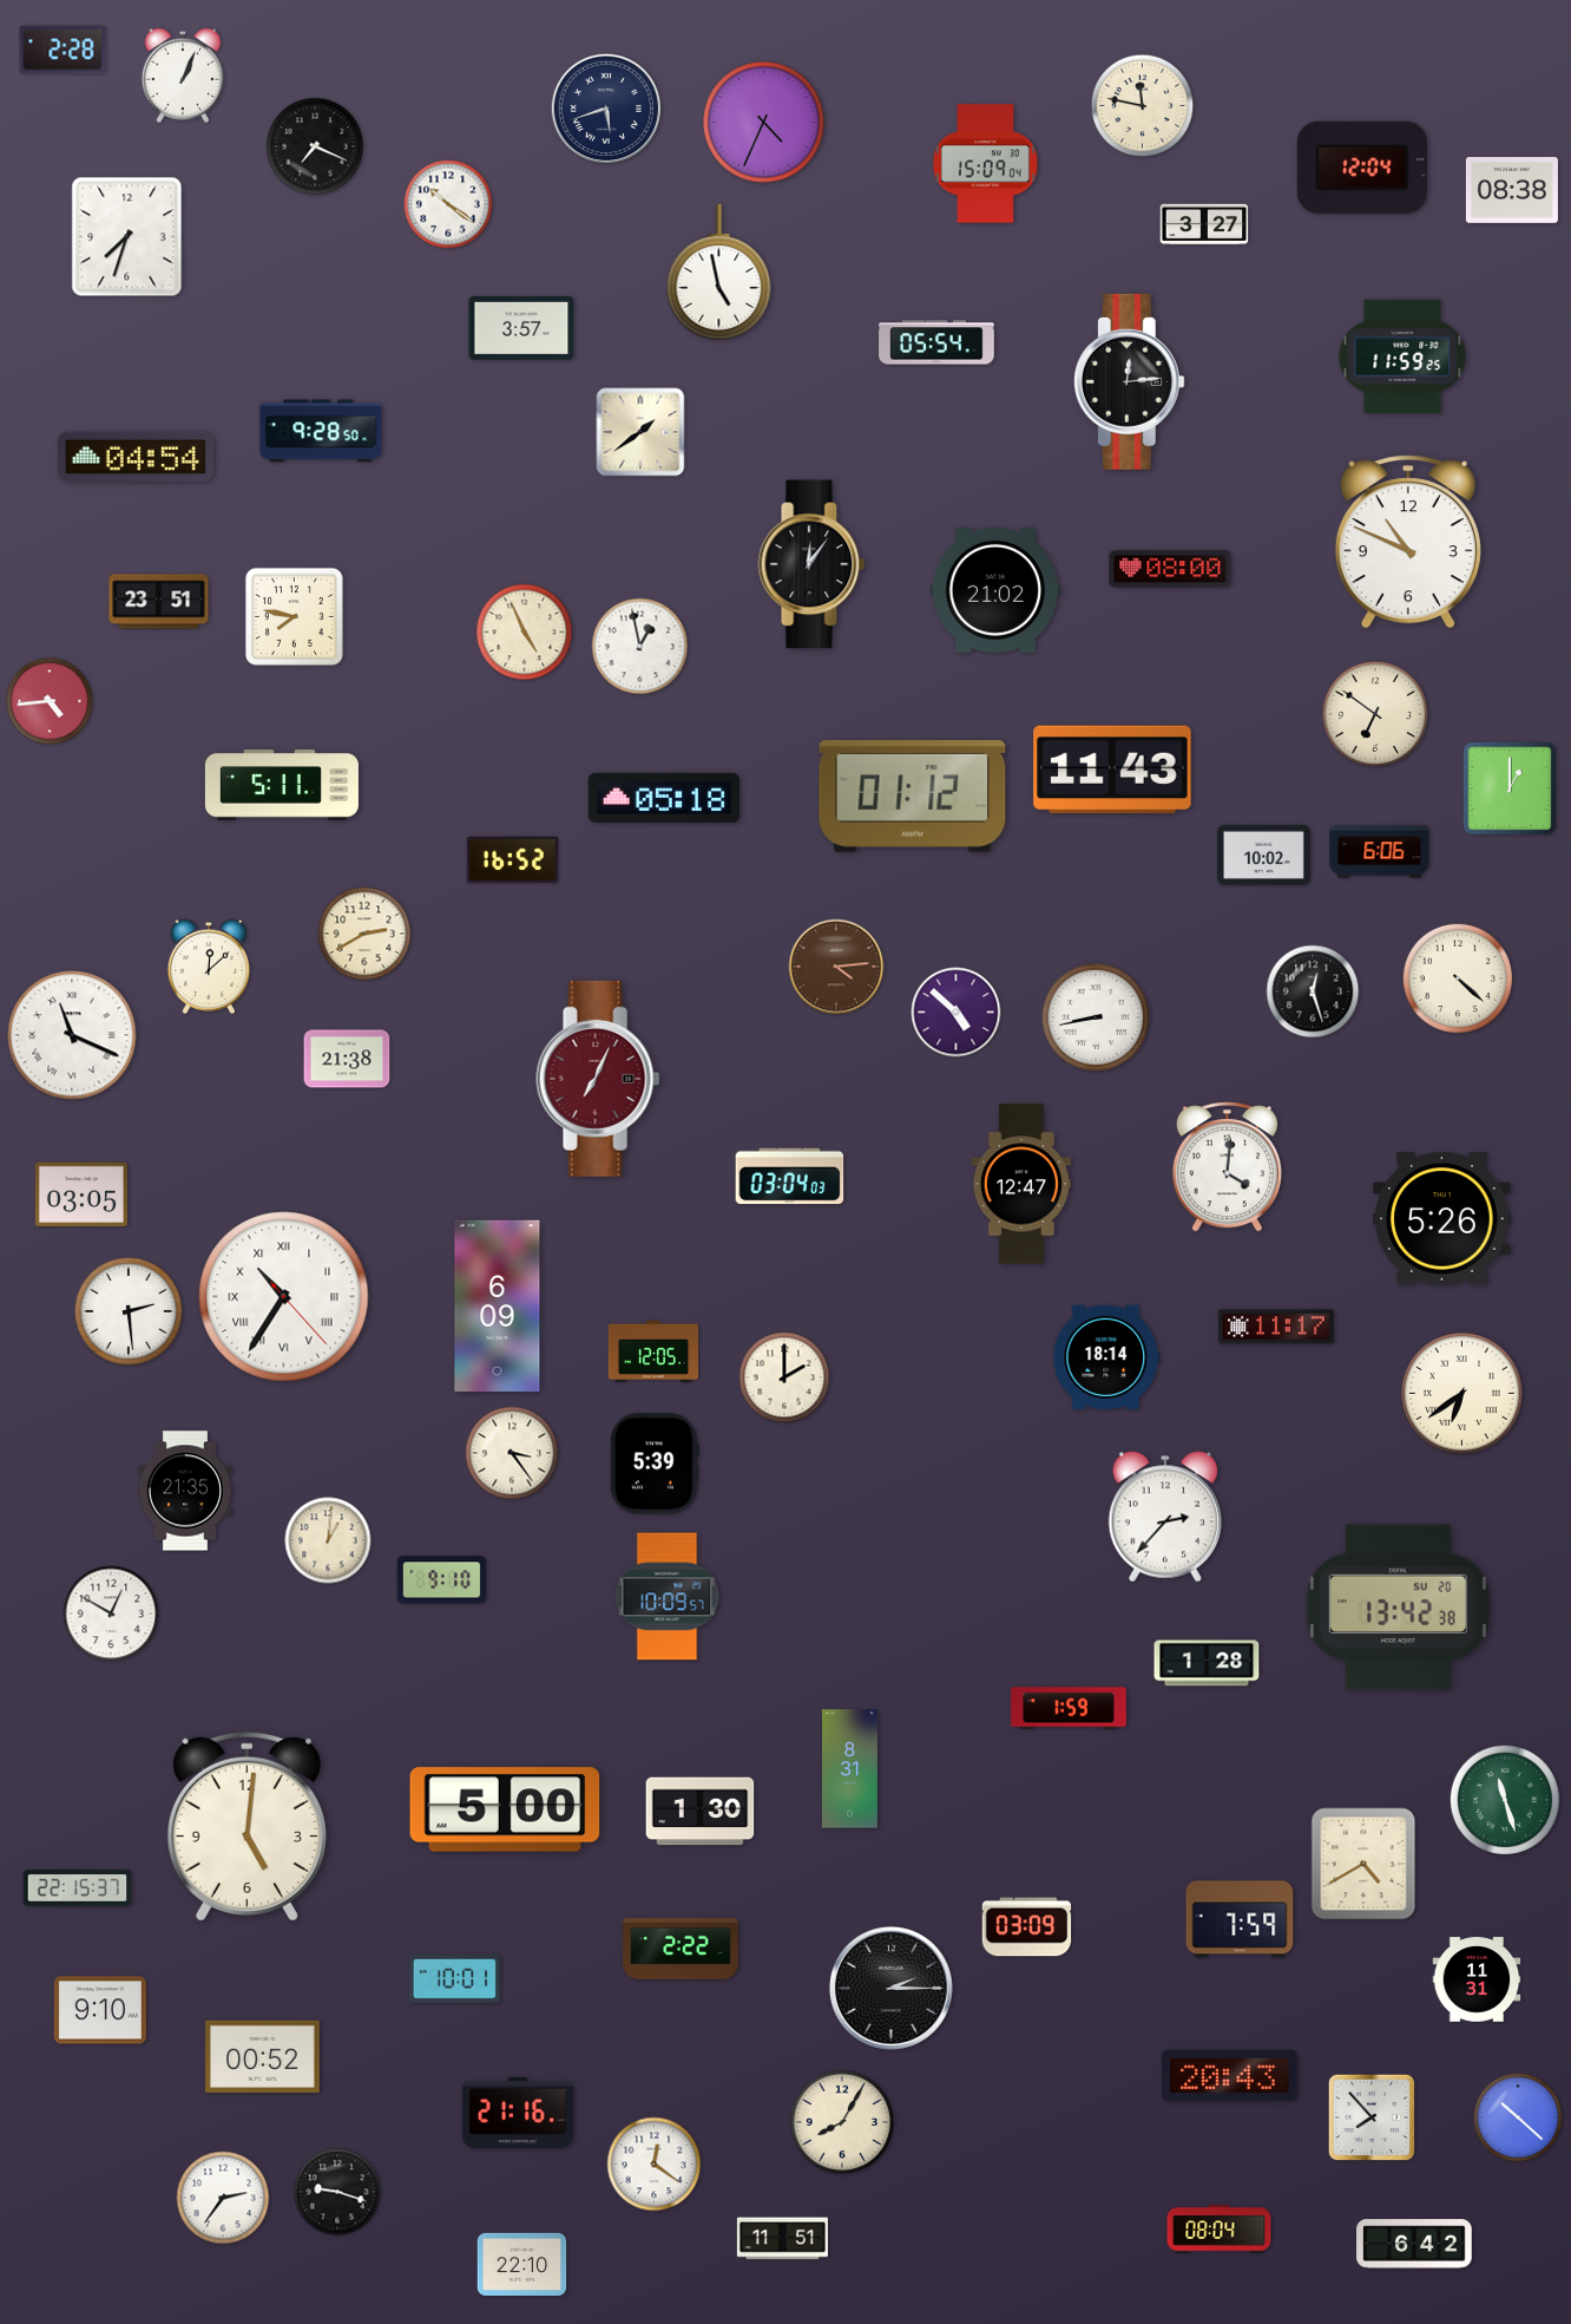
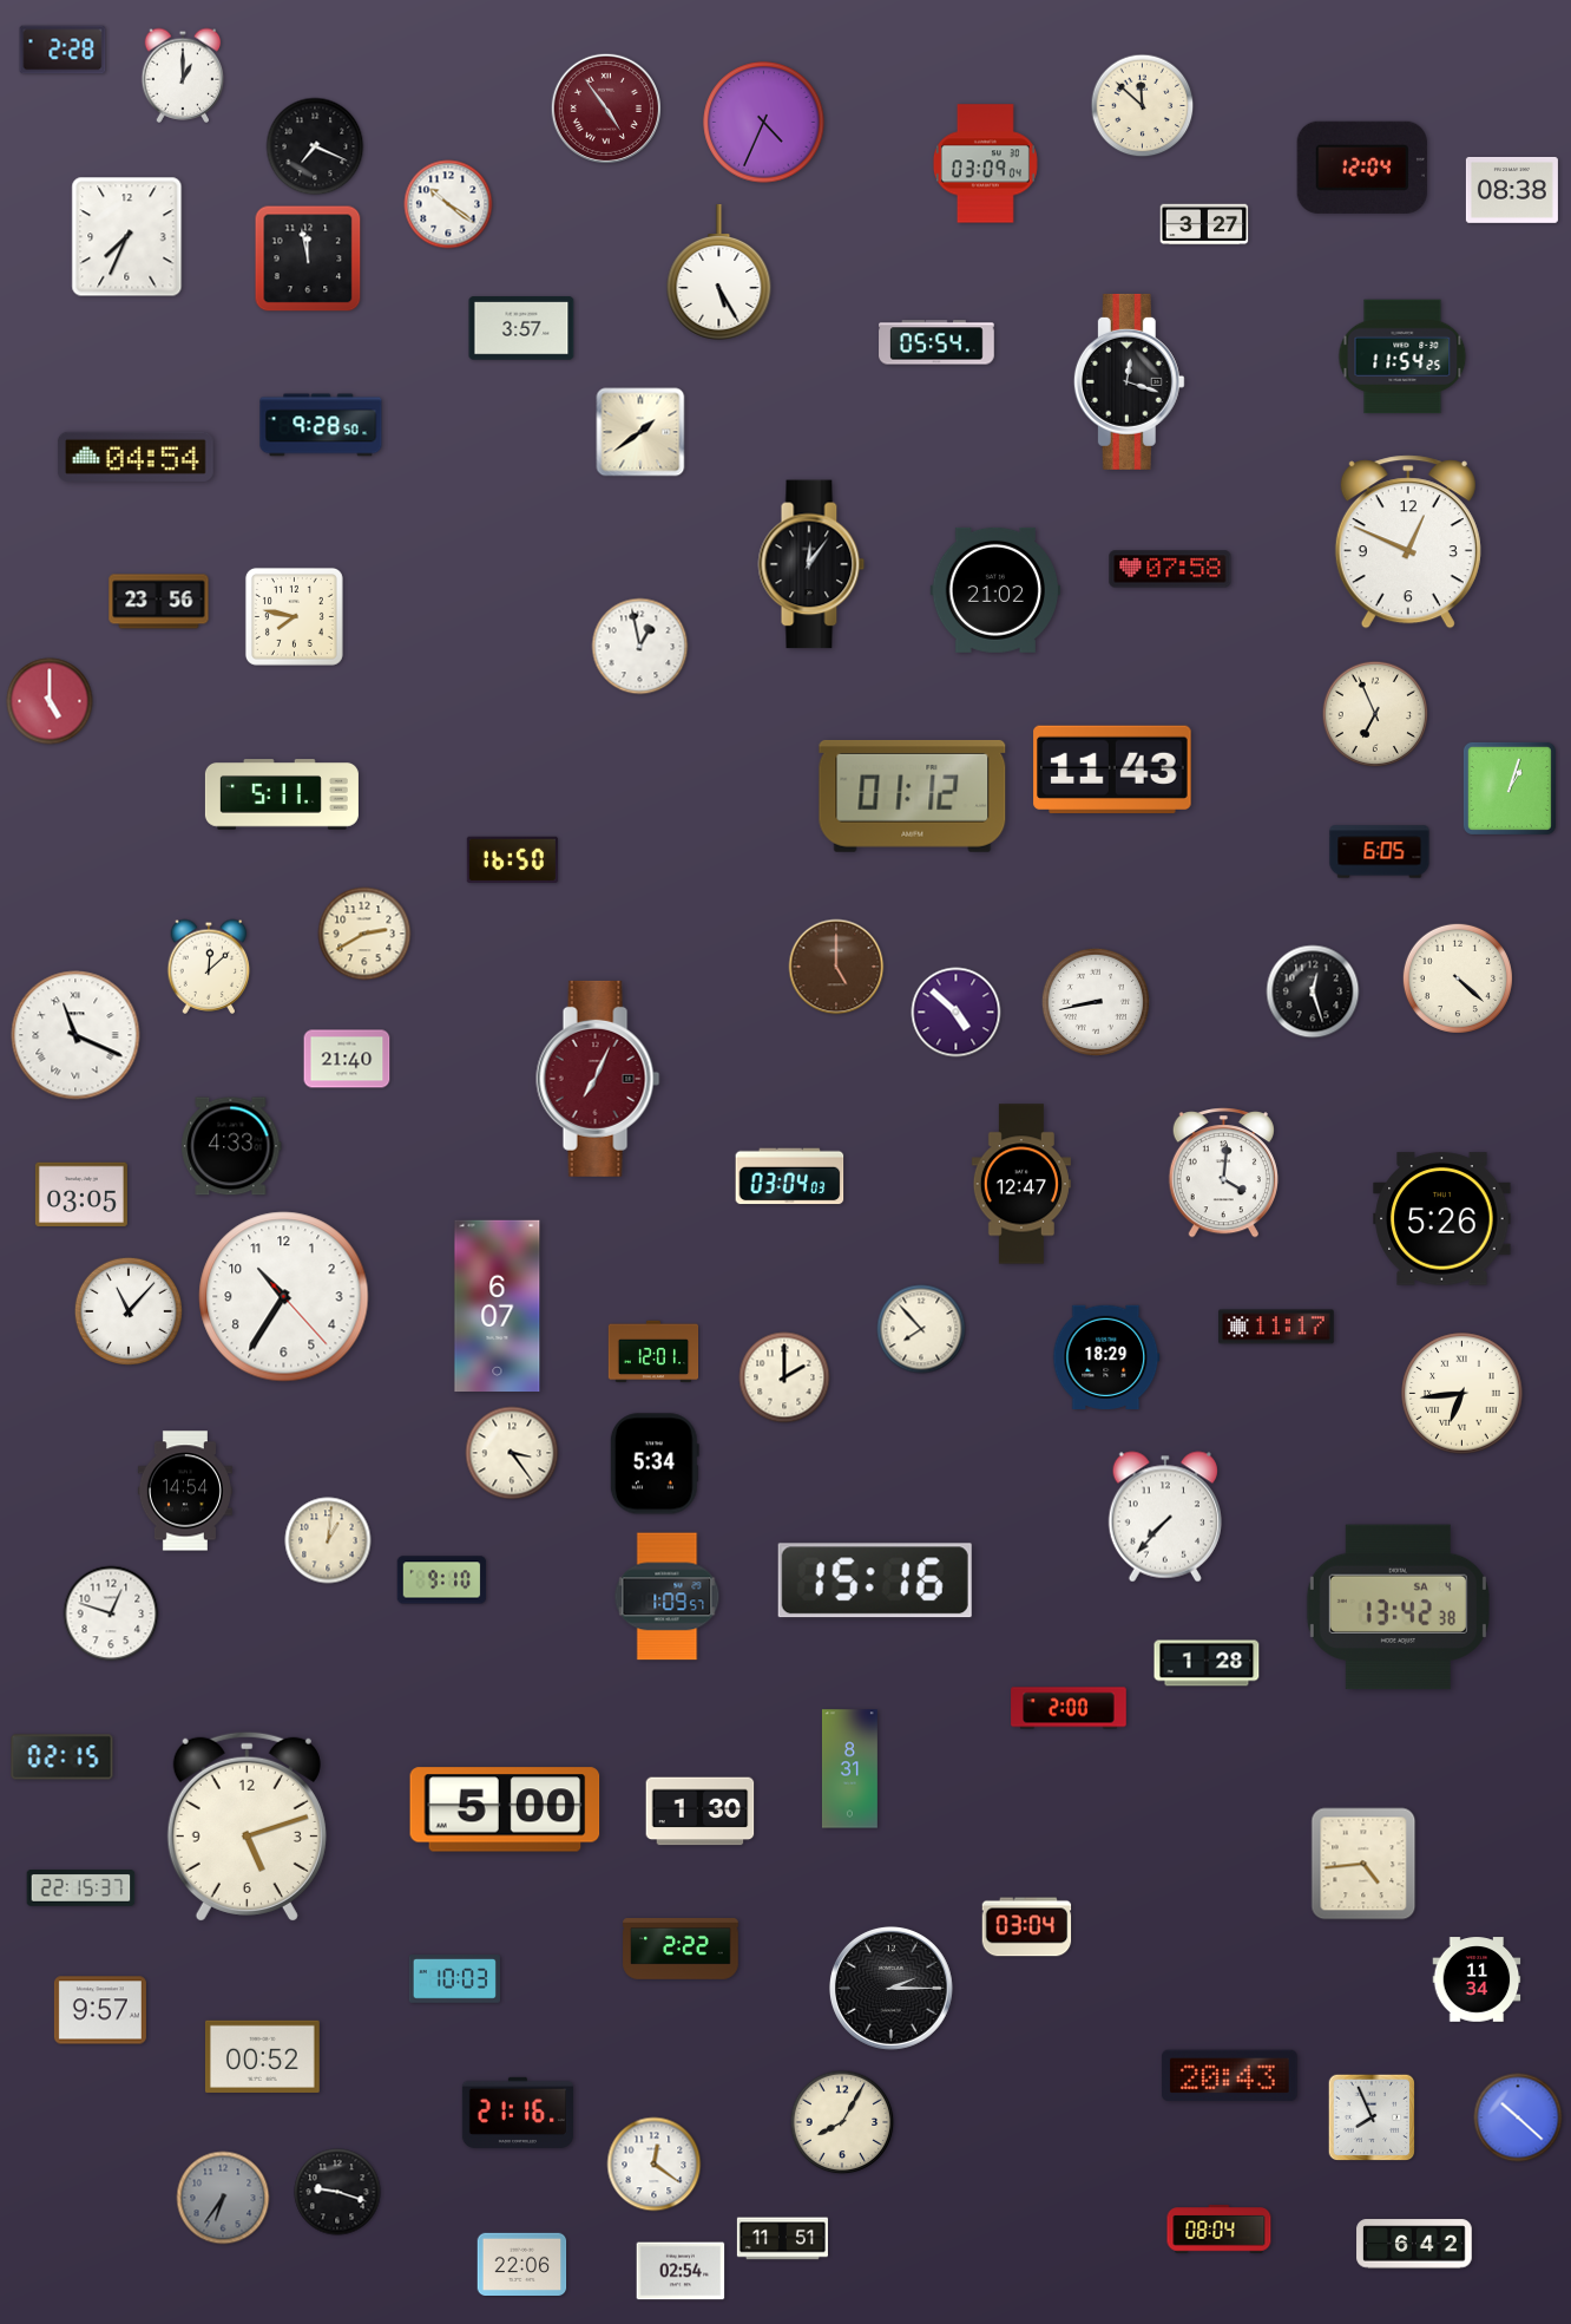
clock at (183, 76): 1:04 -> 1:00
clock at (1143, 106): 11:47 -> 11:52
clock at (606, 109): 5:42 -> 4:54
clock at (606, 109) dial: navy -> burgundy
clock at (985, 164): 15:09 -> 03:09
clock at (127, 237): 7:33 -> 7:34
clock at (308, 258): none -> 11:58
clock at (719, 273): 4:58 -> 5:25
clock at (1402, 356): 11:59 -> 11:54
clock at (1129, 381): 12:14 -> 12:18
clock at (321, 431) position: (321, 431) -> (321, 425)
clock at (1408, 542): 10:49 -> 12:49
clock at (1170, 569): 08:00 -> 07:58
clock at (159, 602): 23:51 -> 23:56
clock at (525, 633): 4:56 -> none
clock at (50, 701): 4:44 -> 5:00
clock at (1375, 714): 6:51 -> 6:56
clock at (282, 785) position: (282, 785) -> (282, 794)
clock at (1510, 788): 1:00 -> 1:03
clock at (664, 798): 05:18 -> none
clock at (1380, 852): 6:06 -> 6:05
clock at (1263, 855): 10:02 -> none
clock at (512, 859): 16:52 -> 16:50
clock at (836, 967): 4:14 -> 5:00
clock at (1095, 1016) position: (1095, 1016) -> (1095, 1001)
clock at (72, 1035) position: (72, 1035) -> (75, 1035)
clock at (347, 1059): 21:38 -> 21:40
clock at (231, 1146): none -> 4:33
clock at (1227, 1167) position: (1227, 1167) -> (1223, 1173)
clock at (284, 1297) numerals: Roman -> Arabic
clock at (498, 1305): 6:09 -> 6:07
clock at (127, 1310): 2:29 -> 11:07
clock at (921, 1329): none -> 7:53
clock at (653, 1351): 12:05 -> 12:01
clock at (1106, 1356): 18:14 -> 18:29
clock at (1462, 1394): 6:39 -> 6:44
clock at (655, 1464): 5:39 -> 5:34
clock at (185, 1491): 21:35 -> 14:54
clock at (1164, 1517): 2:37 -> 7:37
clock at (875, 1580): none -> 15:16
clock at (668, 1597): 10:09 -> 1:09
clock at (1398, 1608) date: SU 20 -> SA 4
clock at (111, 1613): 12:50 -> 12:48
clock at (1069, 1708): 1:59 -> 2:00
clock at (63, 1757): none -> 02:15
clock at (1505, 1800): 11:27 -> none
clock at (247, 1826): 5:01 -> 5:12
clock at (1363, 1864): 4:40 -> 4:44
clock at (78, 1888) position: (78, 1888) -> (81, 1888)
clock at (1240, 1919): 7:59 -> none
clock at (1027, 1927): 03:09 -> 03:04
clock at (454, 1979): 10:01 -> 10:03
clock at (1477, 1979): 11:31 -> 11:34
clock at (100, 2010): 9:10 -> 9:57
clock at (1372, 2117): 7:53 -> 7:56
clock at (223, 2198): 2:36 -> 6:36
clock at (223, 2198) dial: white -> grey
clock at (522, 2264): 22:10 -> 22:06
clock at (681, 2271): none -> 02:54
